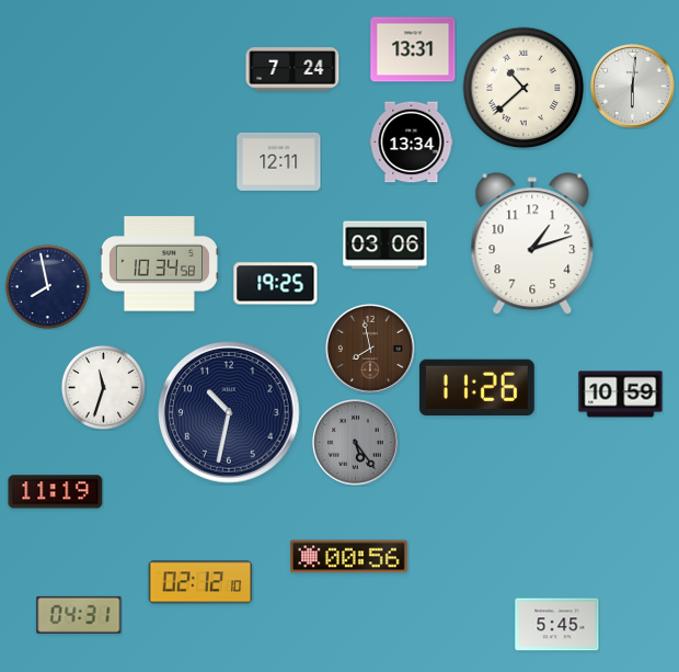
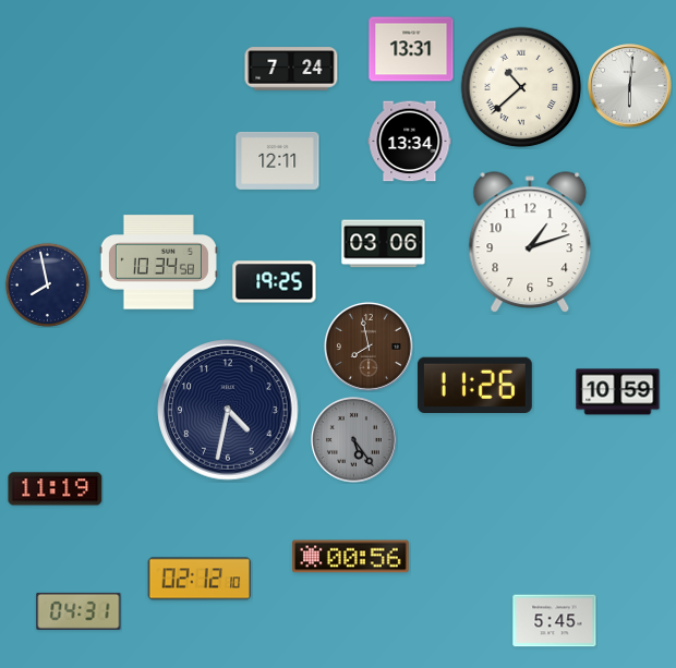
clock at (103, 387): 11:33 -> none
clock at (229, 412): 10:32 -> 4:32
clock at (349, 557) position: (349, 557) -> (351, 557)
